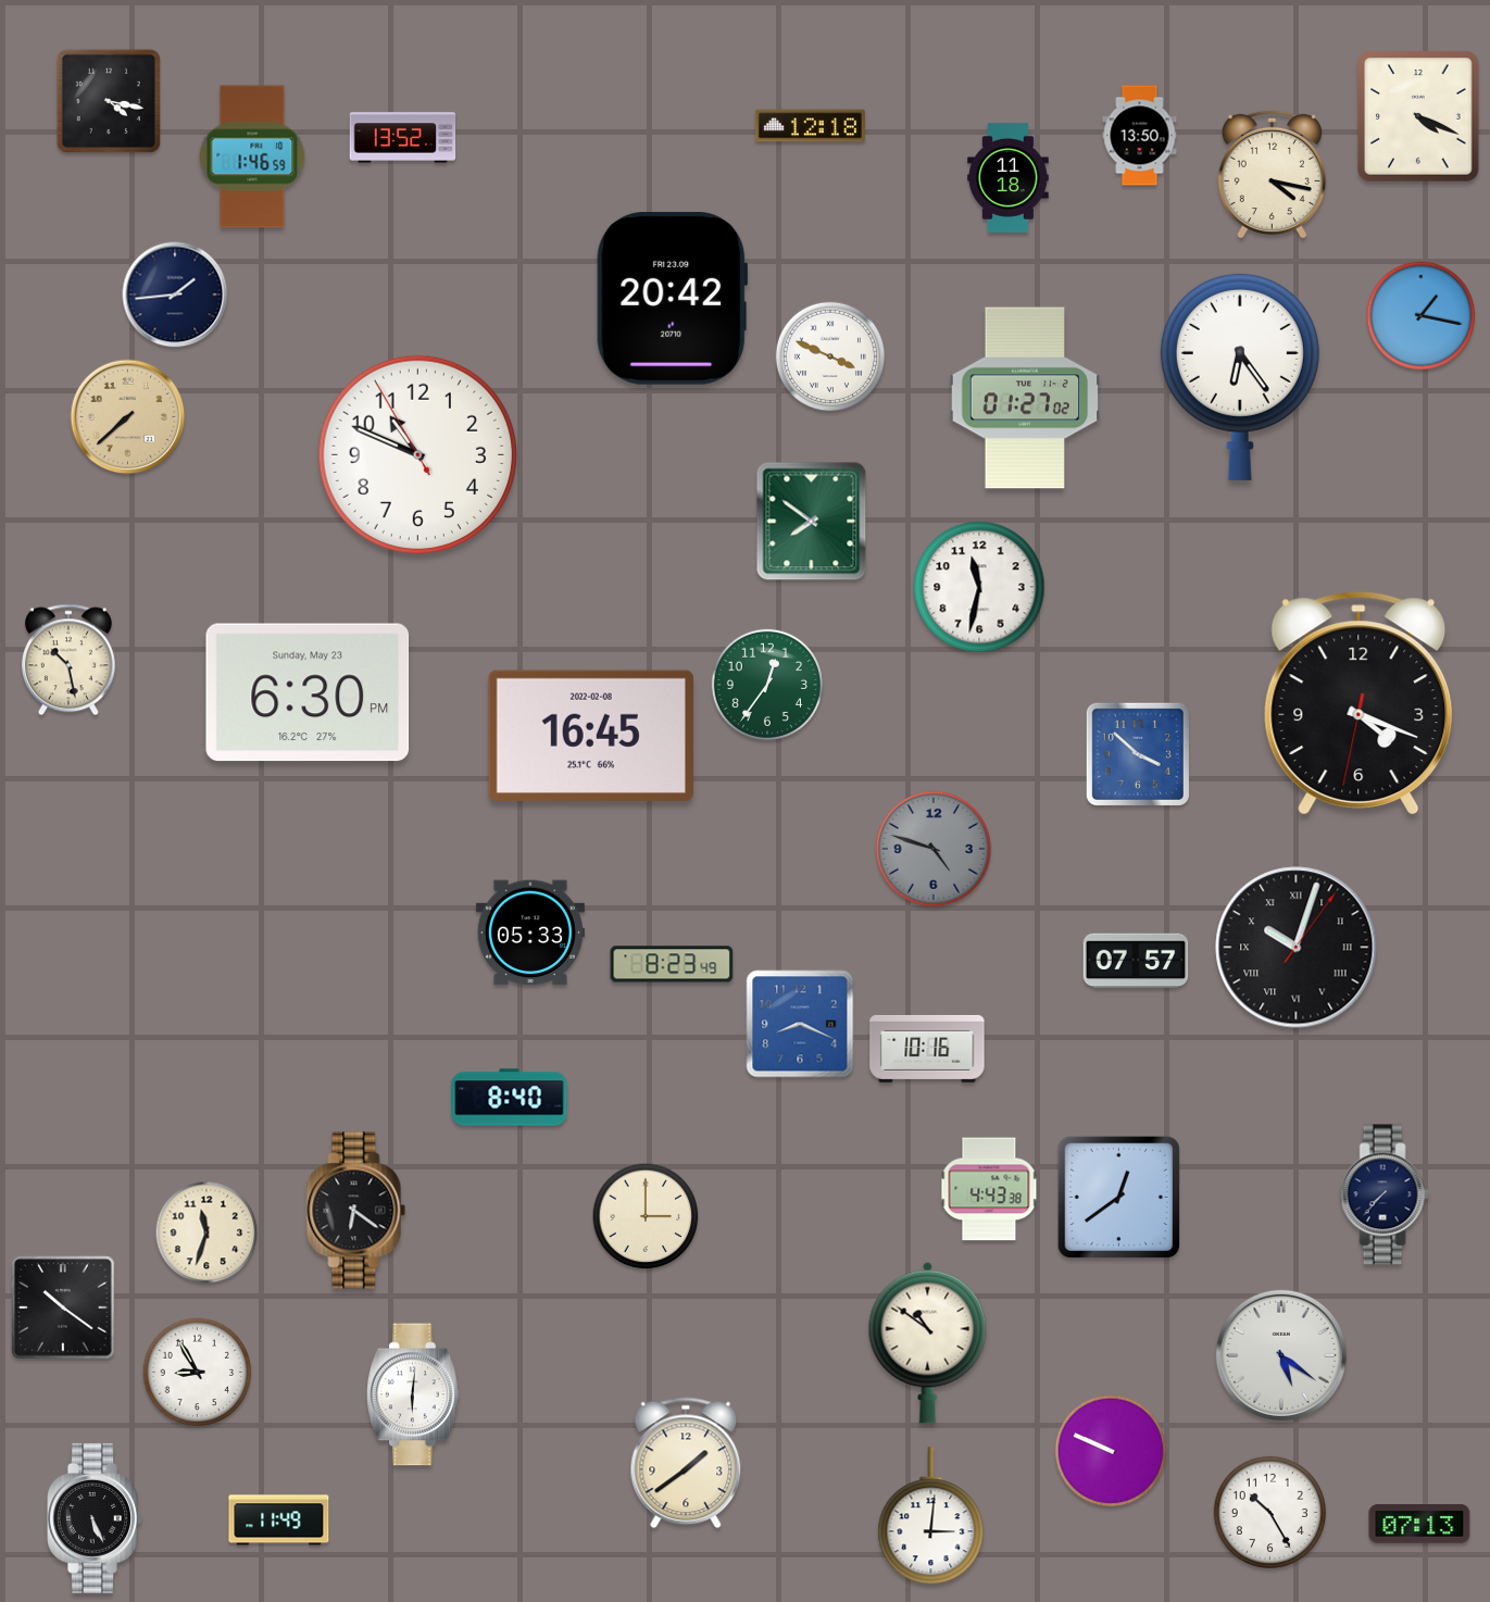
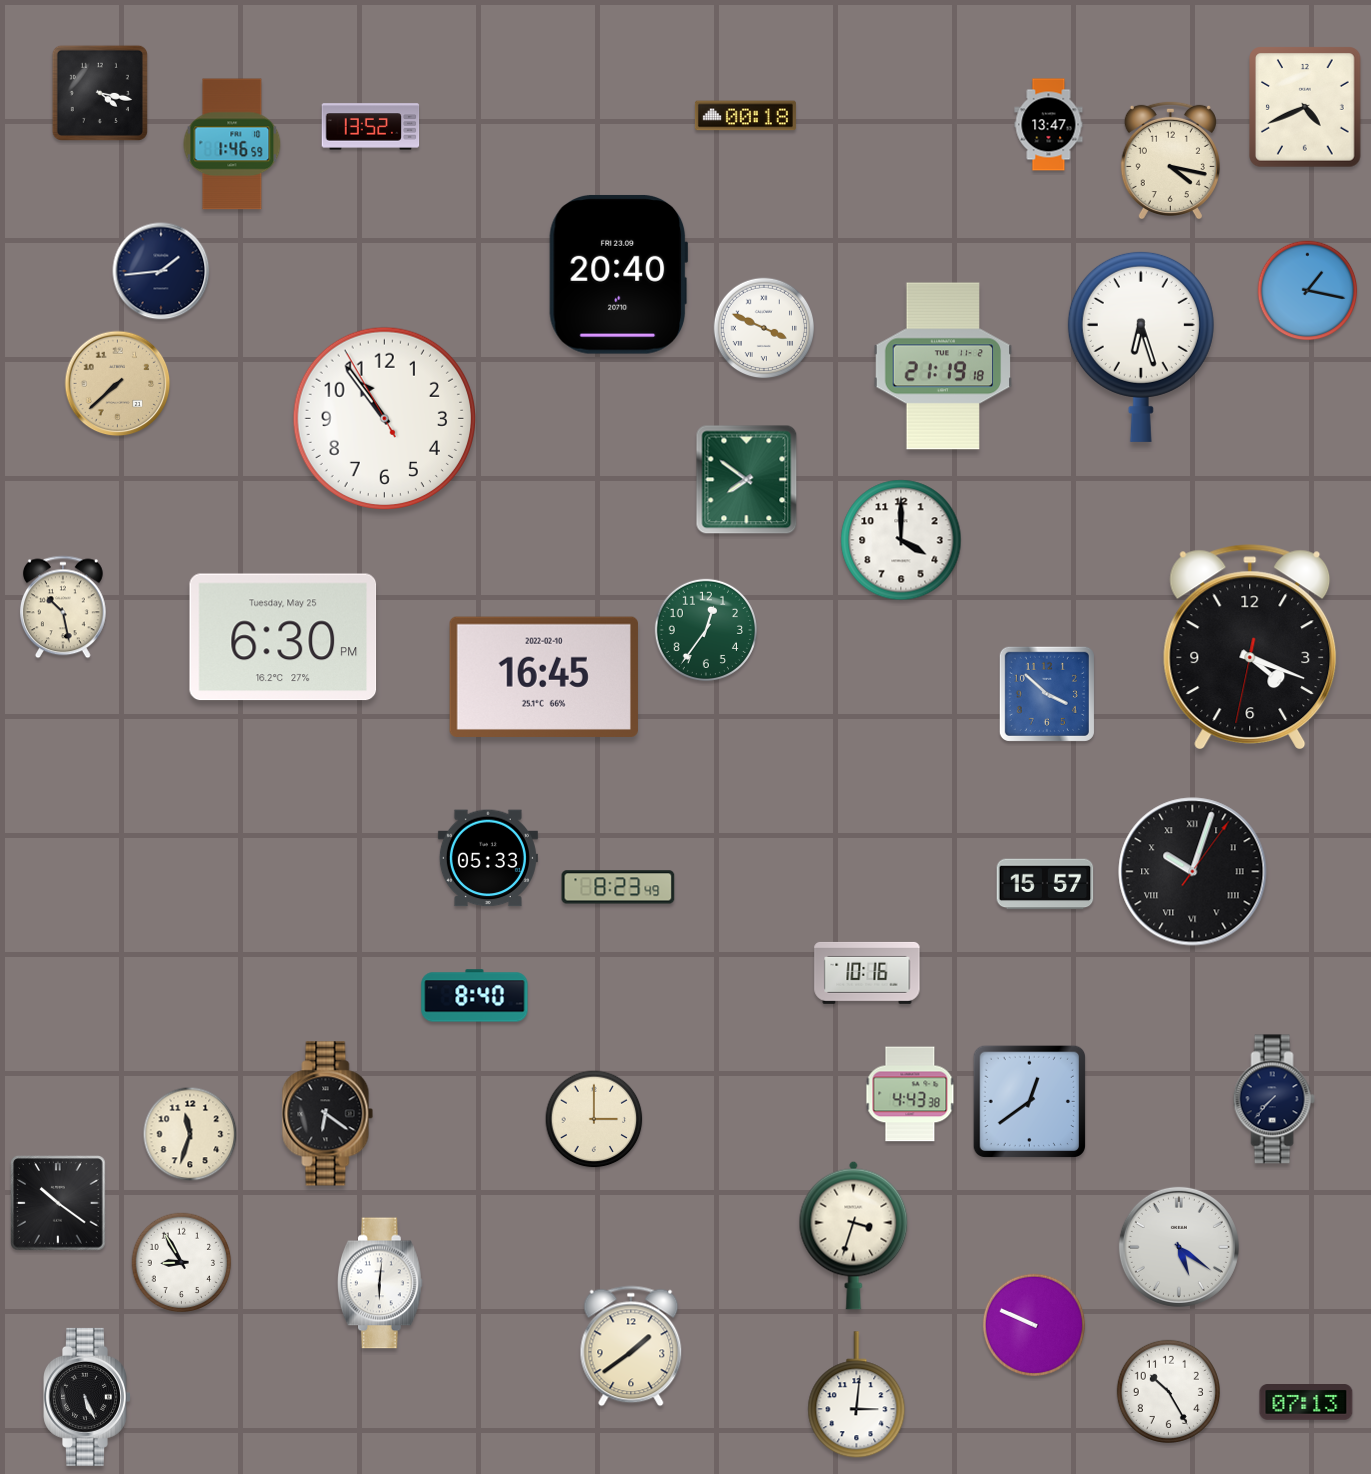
clock at (1418, 116): 4:19 -> 4:41
clock at (810, 126): 12:18 -> 00:18
clock at (1140, 136): 13:50 -> 13:47
clock at (1009, 177): 11:18 -> none
clock at (673, 298): 20:42 -> 20:40
clock at (1240, 376): 6:24 -> 6:27
clock at (1025, 398): 01:27 -> 21:19
clock at (417, 454): 10:48 -> 10:53
clock at (979, 587): 11:32 -> 4:00
clock at (308, 692) date: Sunday, May 23 -> Tuesday, May 25
clock at (591, 736) date: 2022-02-08 -> 2022-02-10
clock at (934, 849): 4:48 -> none
clock at (1136, 961): 07:57 -> 15:57
clock at (800, 1024): 8:19 -> none
clock at (927, 1049) position: (927, 1049) -> (867, 973)
clock at (510, 1098) position: (510, 1098) -> (475, 996)
clock at (928, 1342): 10:51 -> 3:33
clock at (1111, 1451) position: (1111, 1451) -> (1034, 1325)
clock at (279, 1520): 11:49 -> none
